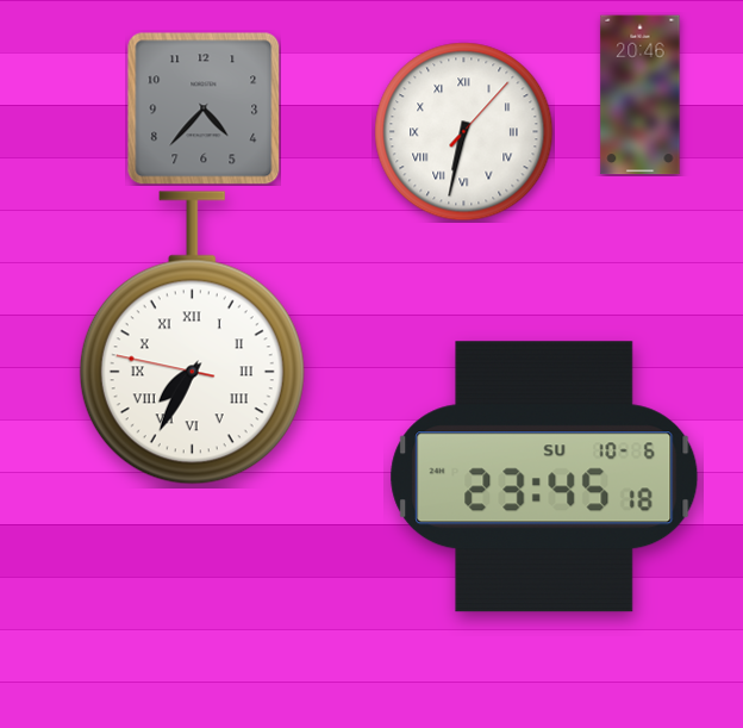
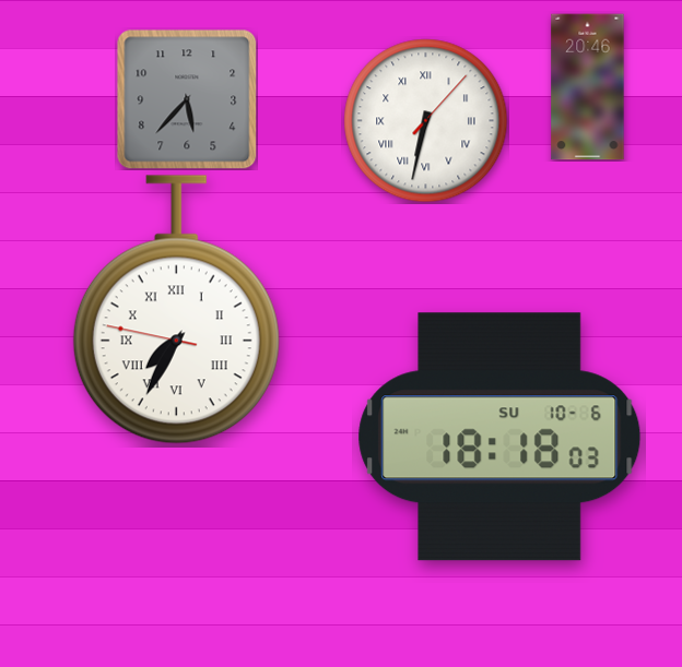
clock at (204, 108): 4:37 -> 5:37
clock at (544, 477): 23:45 -> 18:18
